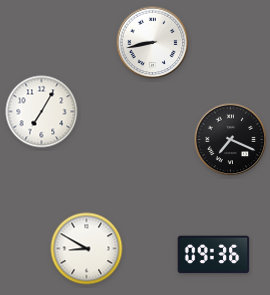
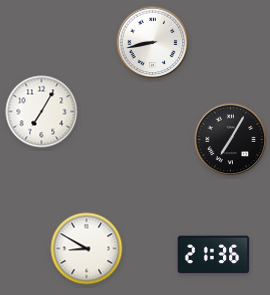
clock at (231, 140): 7:19 -> 7:05
clock at (214, 255): 09:36 -> 21:36
